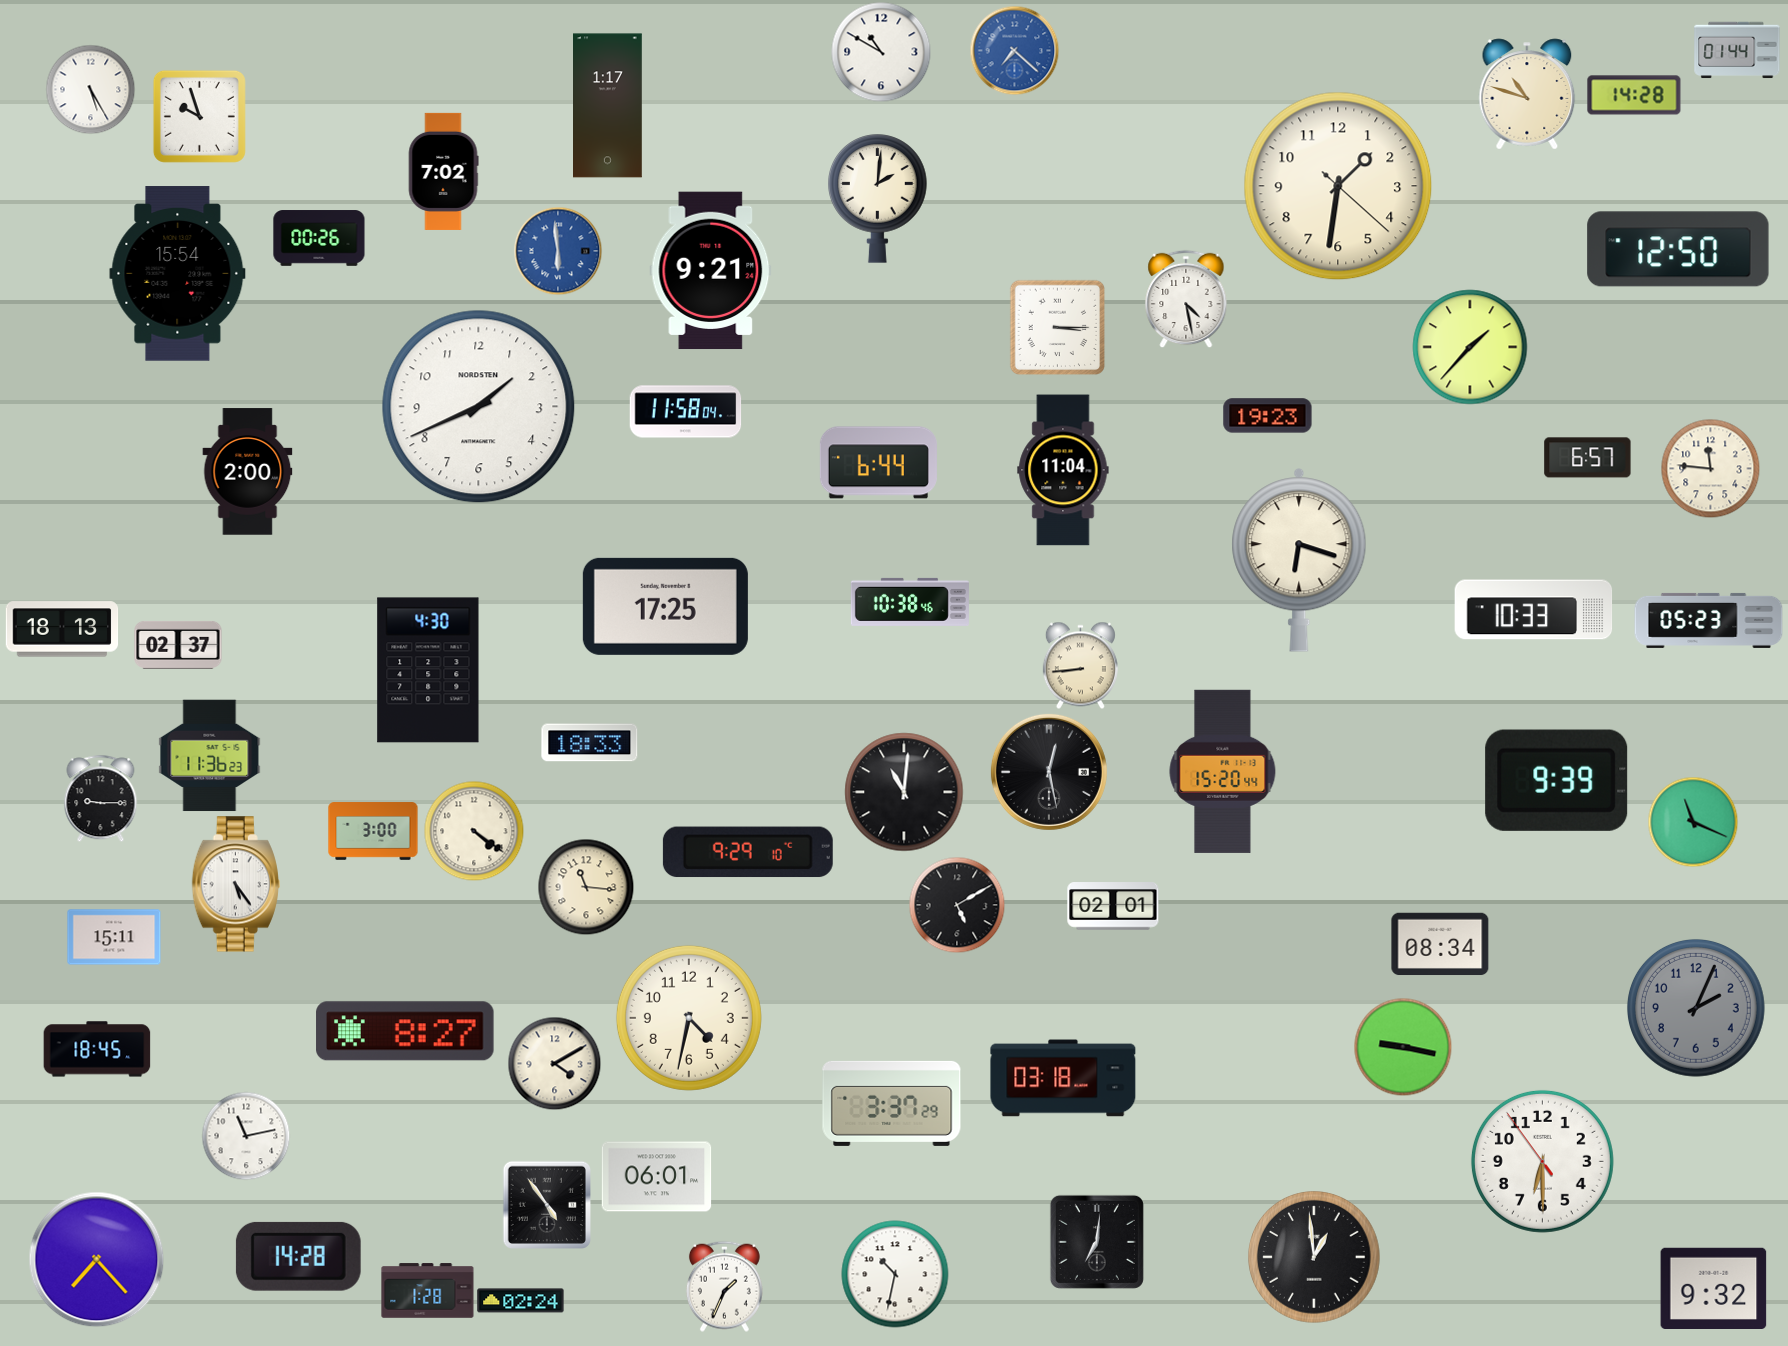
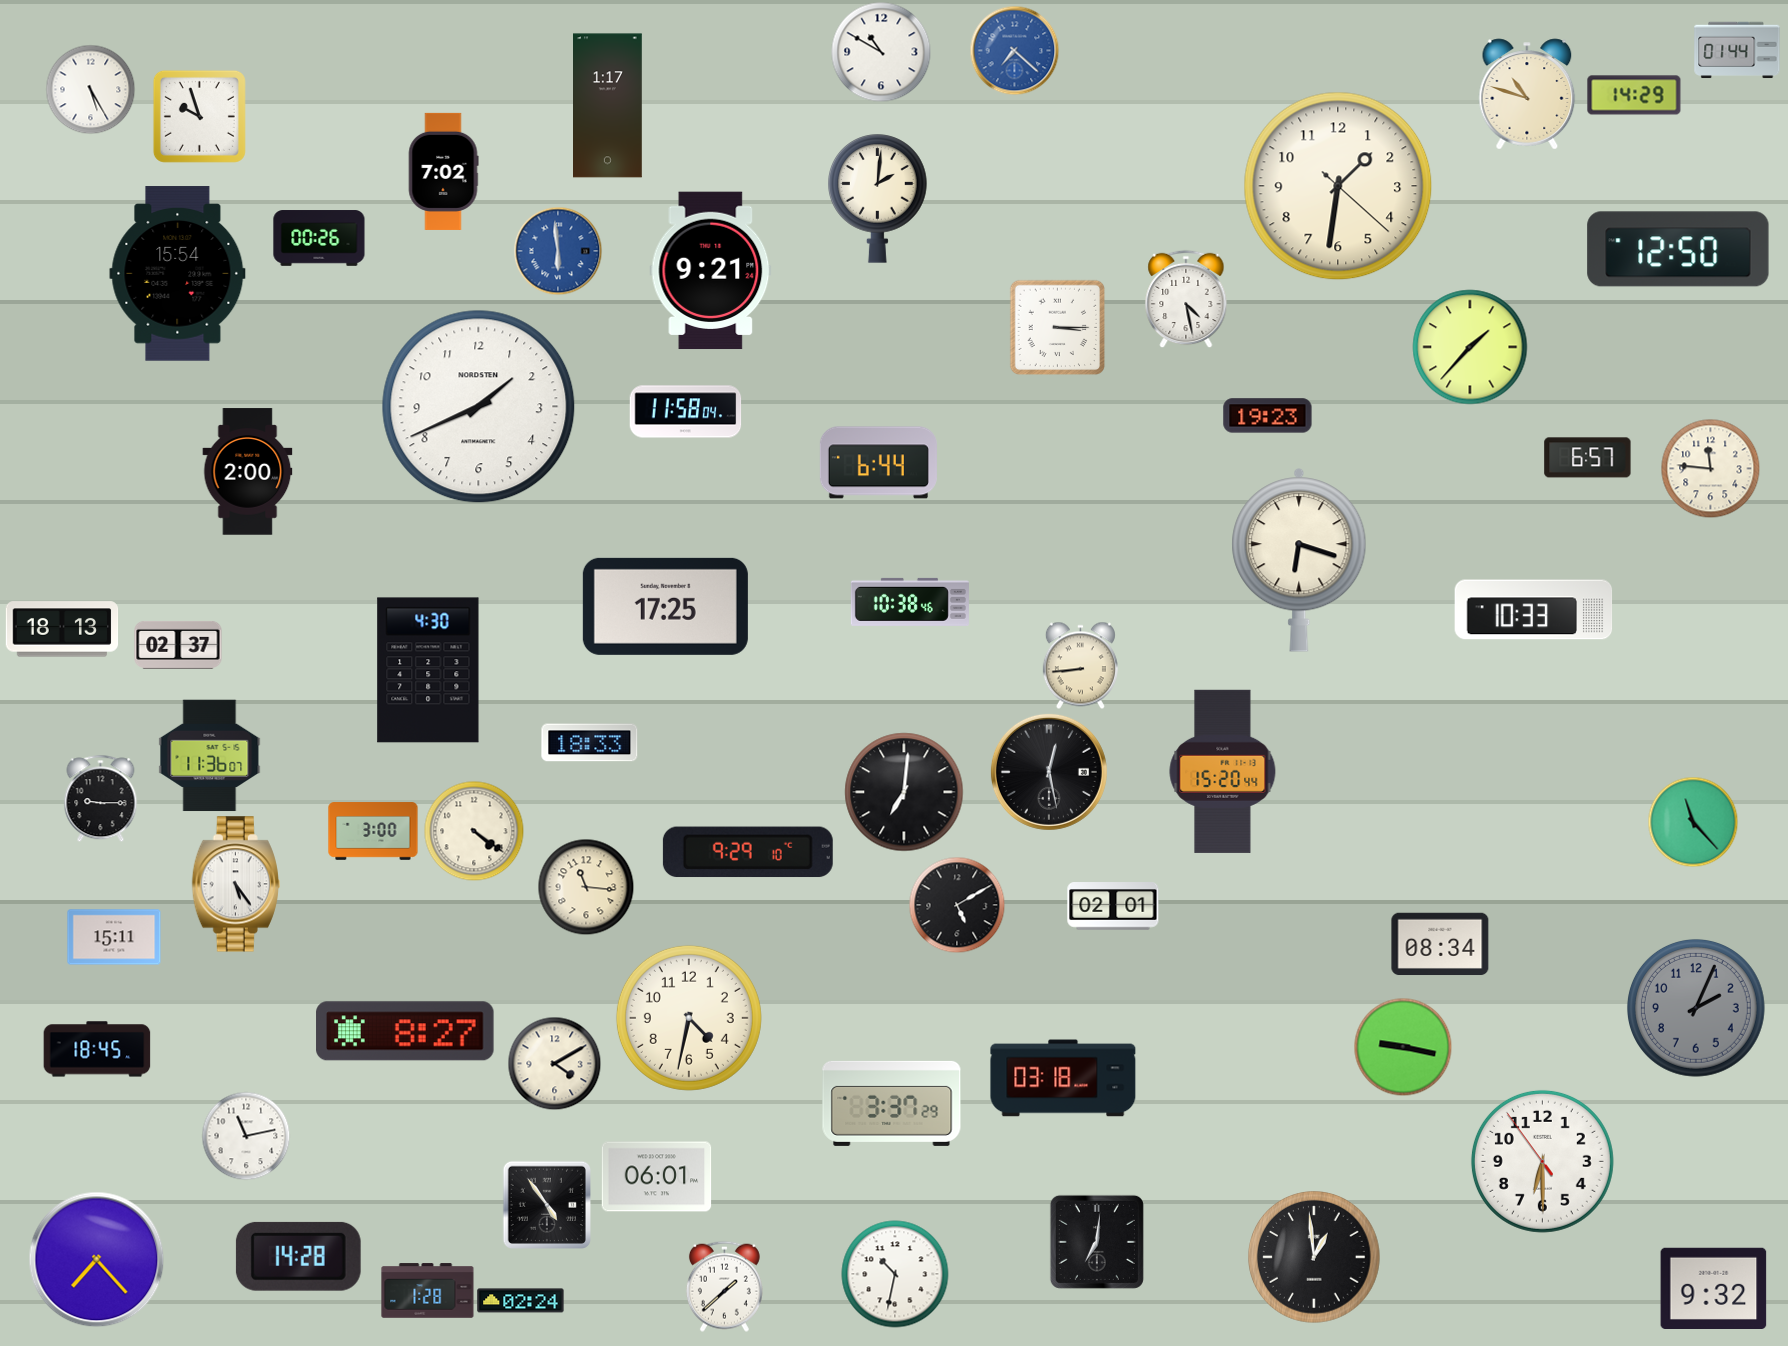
clock at (1634, 95): 14:28 -> 14:29
clock at (1063, 470): 11:04 -> none
clock at (1709, 620): 05:23 -> none
clock at (210, 756): 11:36:23 -> 11:36:07
clock at (1557, 780): 9:39 -> none
clock at (904, 792): 11:01 -> 7:01
clock at (1693, 822): 11:19 -> 11:23
clock at (724, 1286): 1:34 -> 1:38
